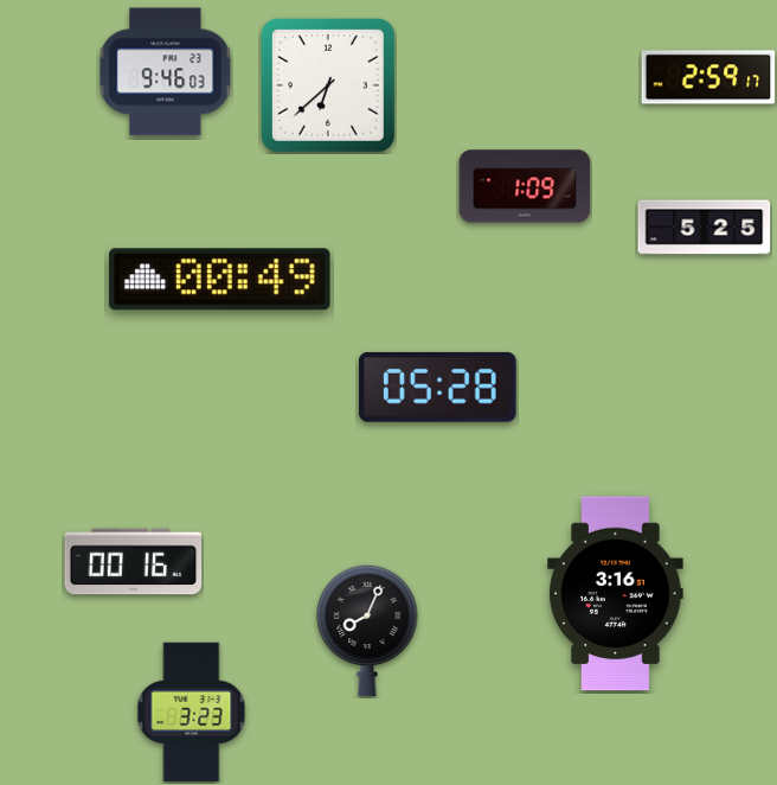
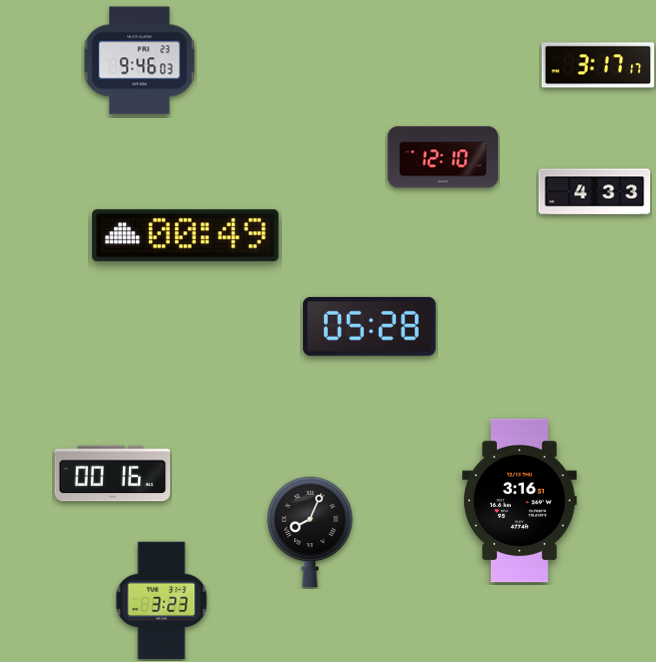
clock at (708, 77): 2:59 -> 3:17
clock at (329, 87): 6:38 -> none
clock at (525, 186): 1:09 -> 12:10
clock at (705, 228): 5:25 -> 4:33
